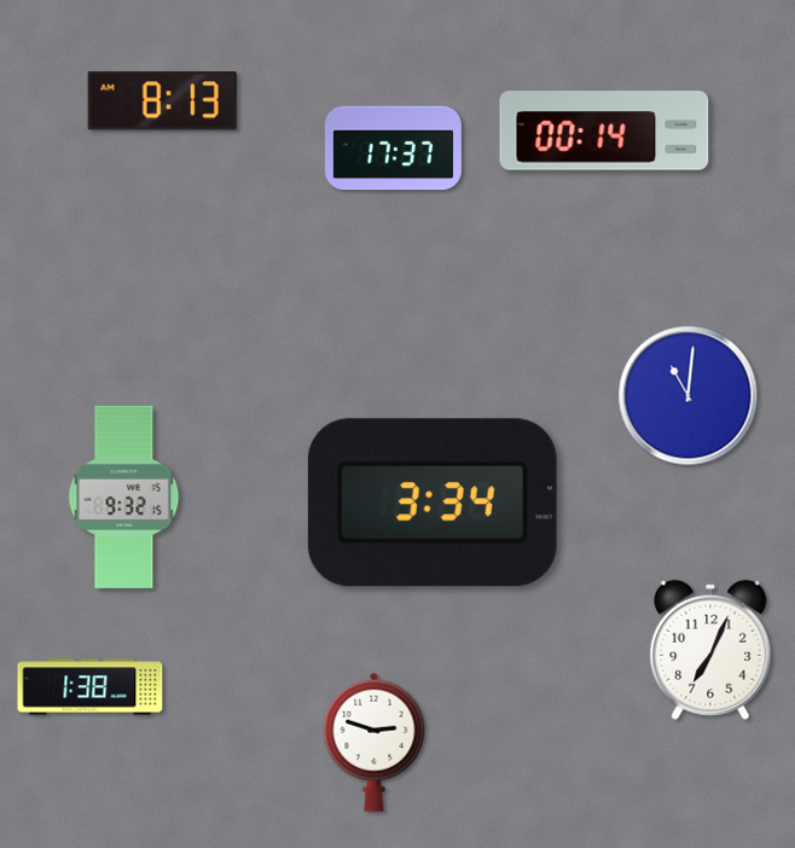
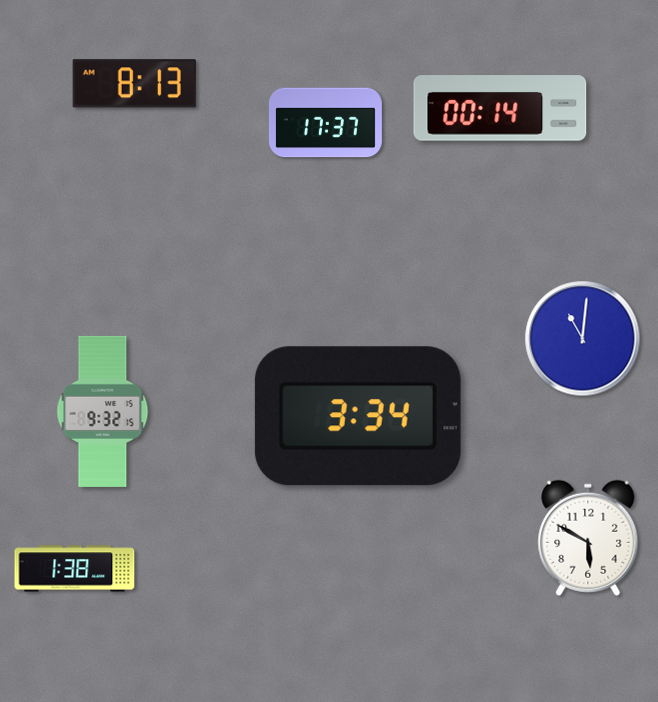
clock at (689, 396) position: (689, 396) -> (583, 339)
clock at (710, 650): 7:04 -> 5:50
clock at (375, 742): 2:48 -> none
